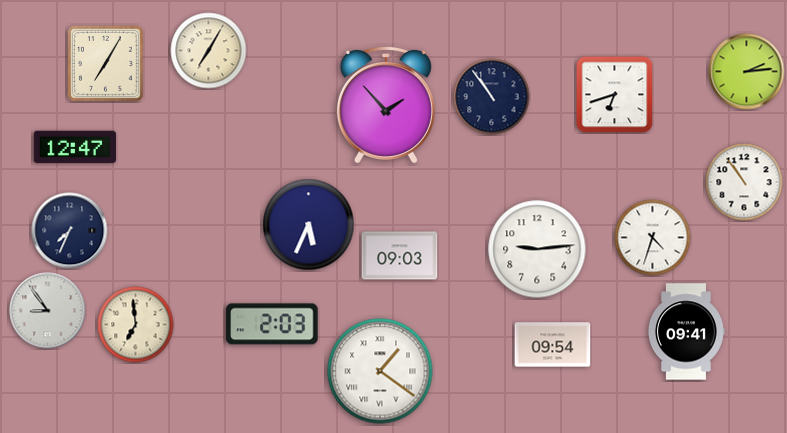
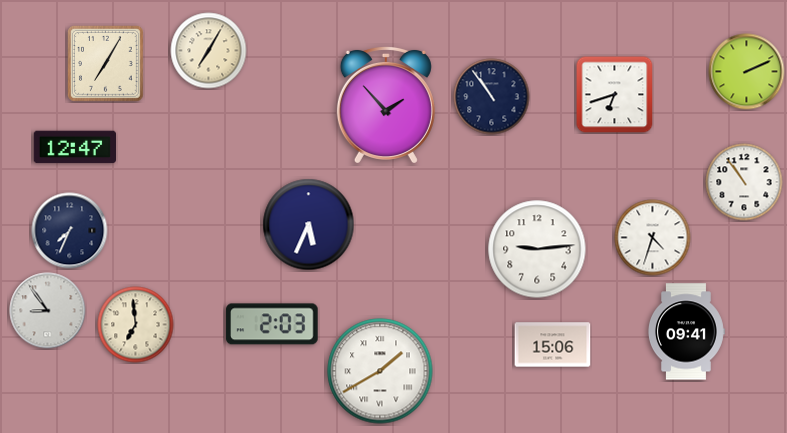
clock at (747, 72): 2:14 -> 2:11
clock at (400, 256): 09:03 -> none
clock at (553, 345): 09:54 -> 15:06
clock at (380, 371): 1:21 -> 1:40
